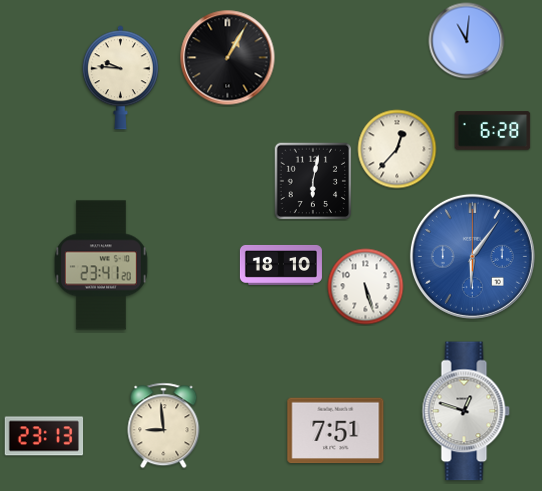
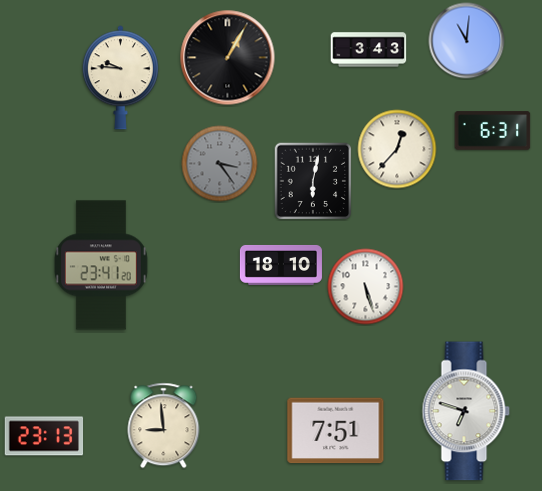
clock at (369, 50): none -> 3:43
clock at (493, 131): 6:28 -> 6:31
clock at (220, 164): none -> 3:24
clock at (472, 256): 6:06 -> none
clock at (466, 411): 12:48 -> 6:48
